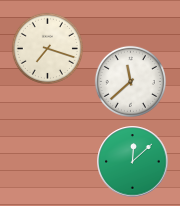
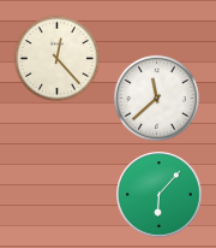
clock at (47, 48): 7:18 -> 12:23
clock at (133, 162): 12:08 -> 6:07
